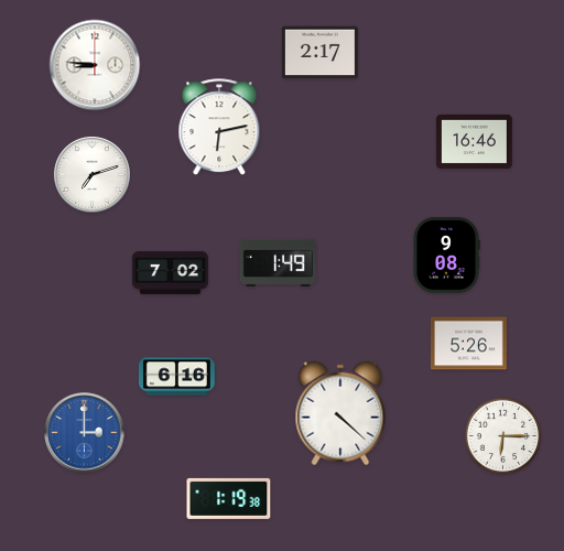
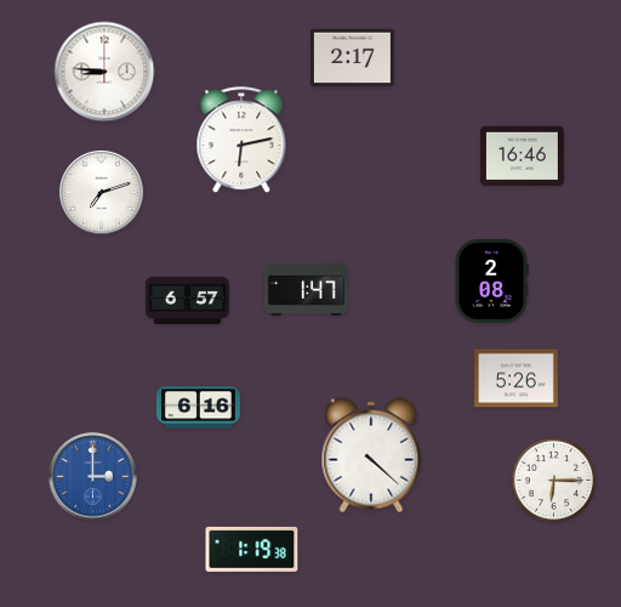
clock at (446, 255): 9:08 -> 2:08
clock at (278, 262): 1:49 -> 1:47
clock at (170, 272): 7:02 -> 6:57
clock at (176, 377) position: (176, 377) -> (198, 408)
clock at (340, 413) position: (340, 413) -> (371, 455)
